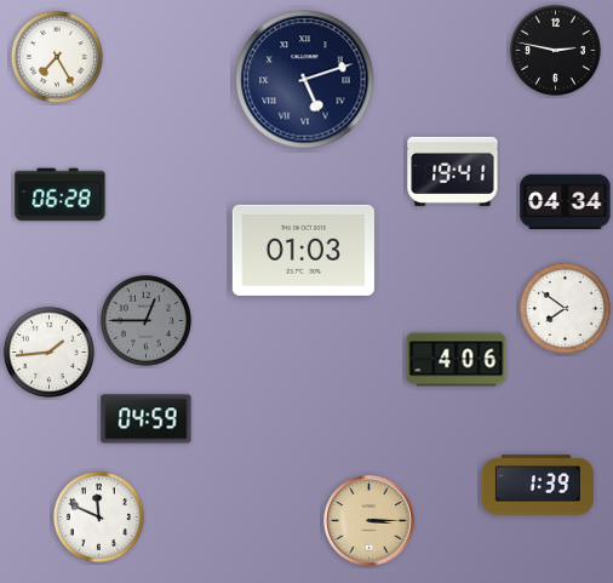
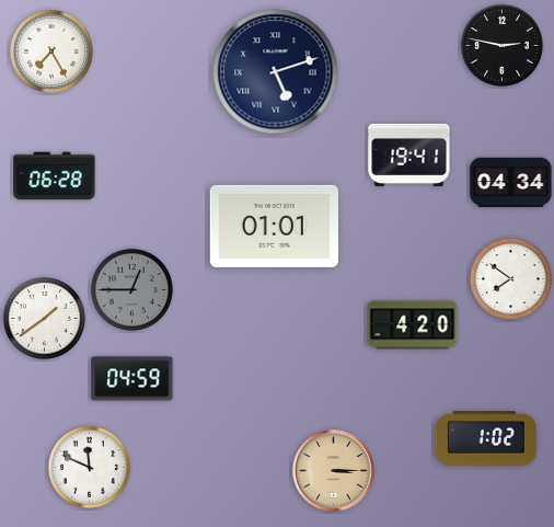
clock at (303, 250): 01:03 -> 01:01
clock at (48, 351): 1:44 -> 1:39
clock at (457, 360): 4:06 -> 4:20
clock at (538, 485): 1:39 -> 1:02
